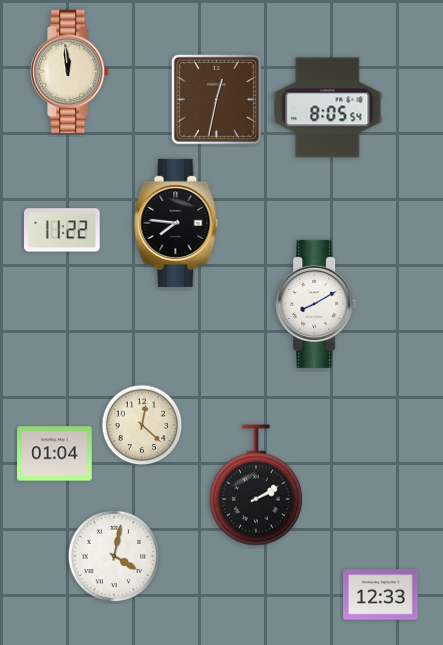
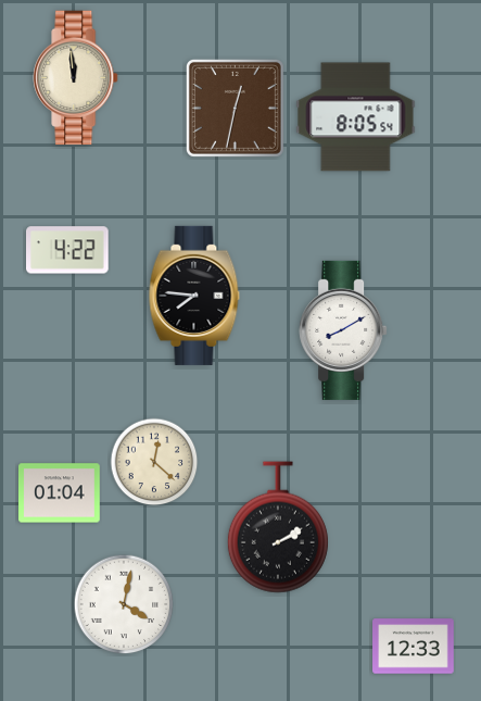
clock at (176, 223) position: (176, 223) -> (194, 296)
clock at (63, 230): 11:22 -> 4:22
